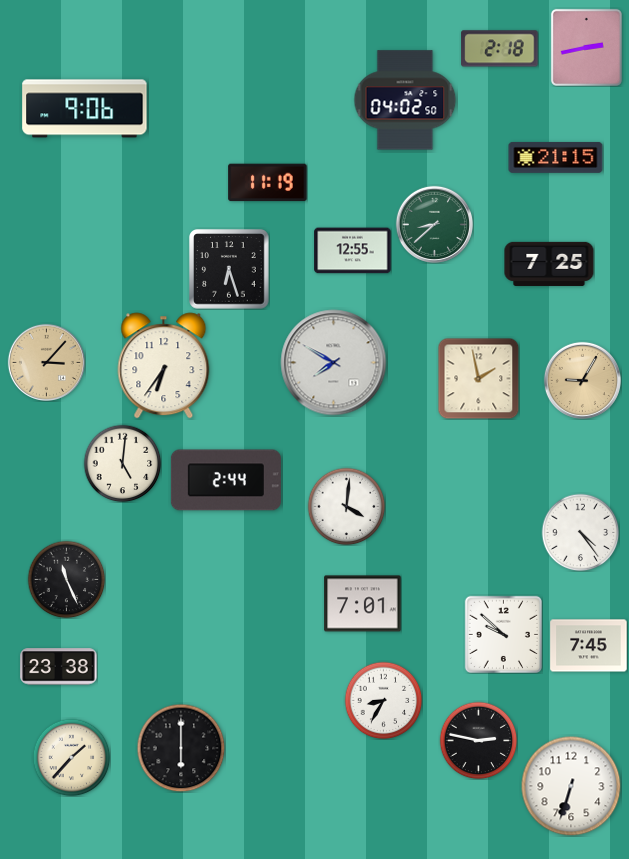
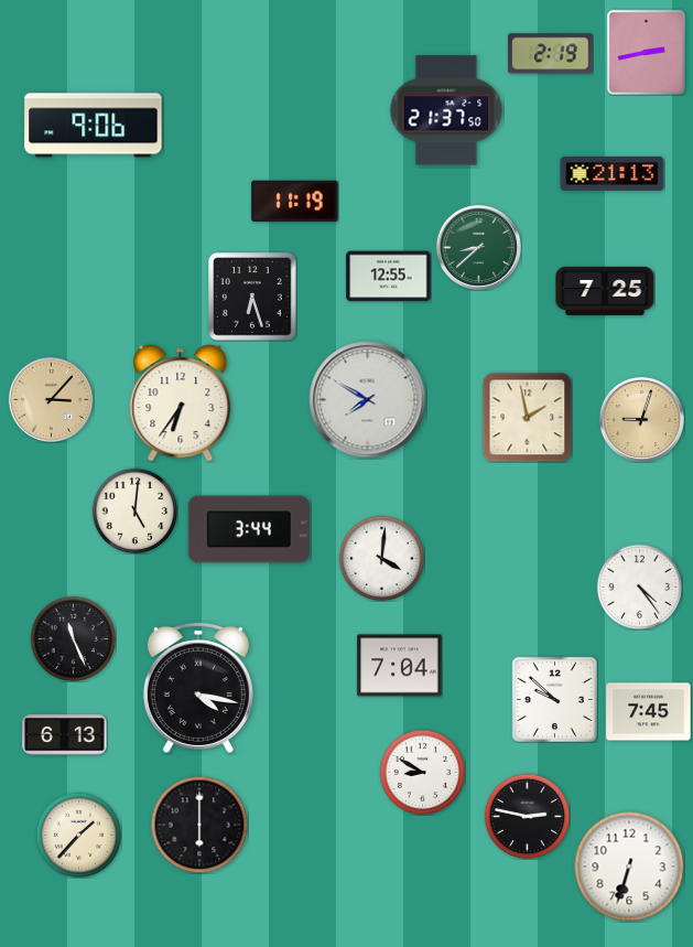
clock at (500, 49): 2:18 -> 2:19
clock at (405, 100): 04:02 -> 21:37
clock at (85, 109) position: (85, 109) -> (94, 126)
clock at (556, 157): 21:15 -> 21:13
clock at (582, 380): 9:05 -> 9:03
clock at (226, 480): 2:44 -> 3:44
clock at (363, 604): 7:01 -> 7:04
clock at (198, 688): none -> 4:17
clock at (59, 667): 23:38 -> 6:13
clock at (383, 700): 8:35 -> 8:50
